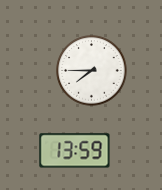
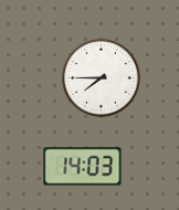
clock at (75, 151): 13:59 -> 14:03
